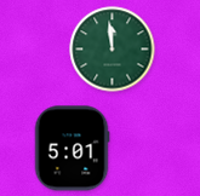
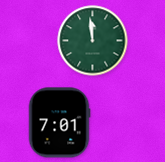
clock at (72, 149): 5:01 -> 7:01
